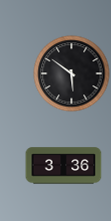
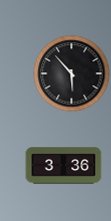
clock at (72, 74): 5:51 -> 5:53
